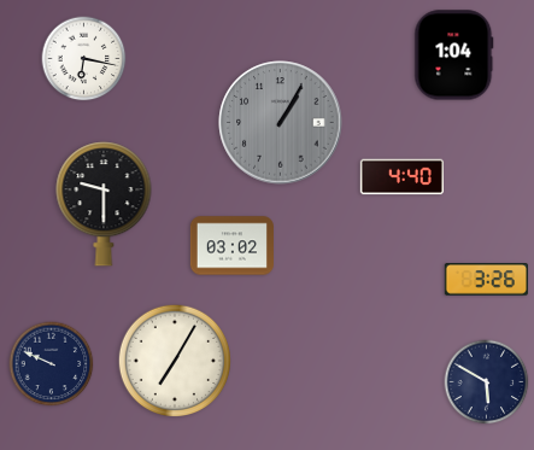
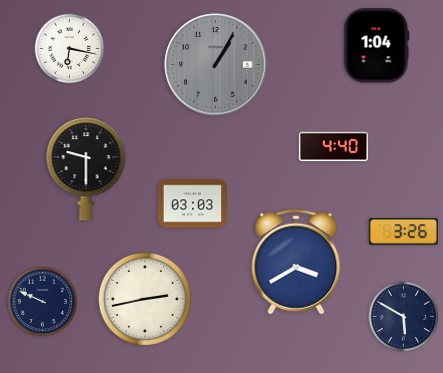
clock at (281, 123) position: (281, 123) -> (216, 65)
clock at (231, 246): 03:02 -> 03:03
clock at (296, 262): none -> 3:40
clock at (174, 360): 7:05 -> 2:43
